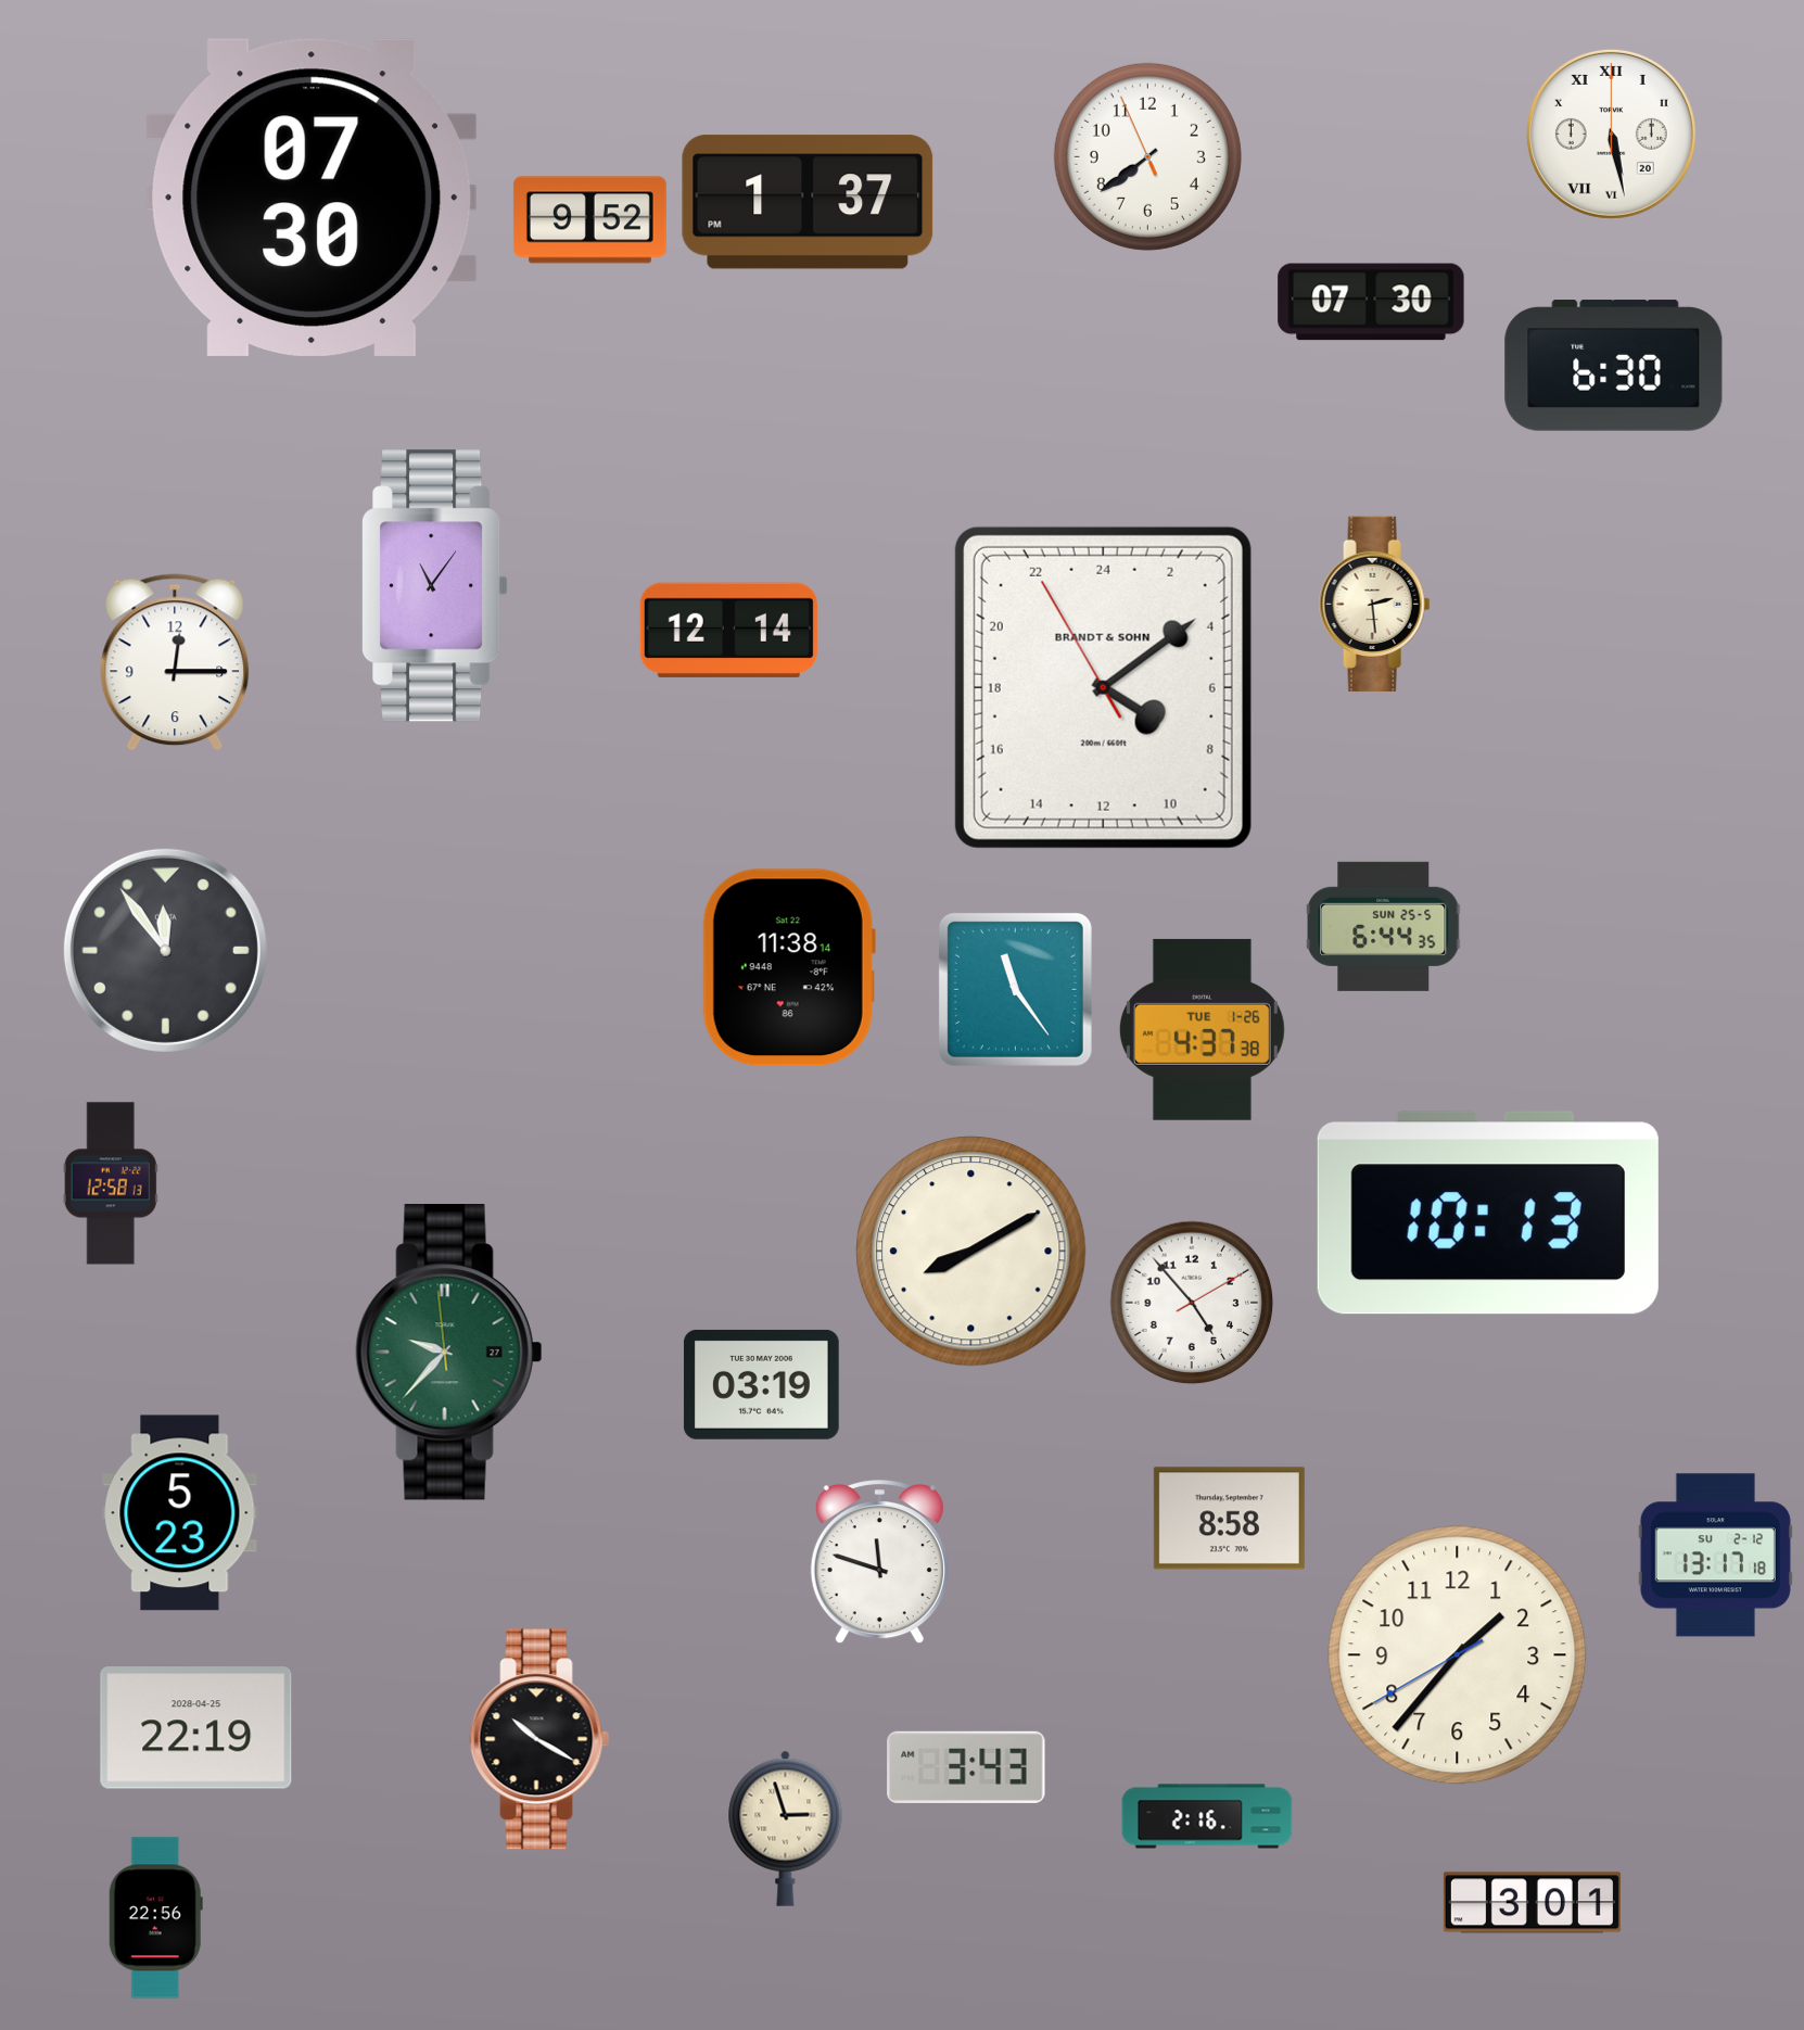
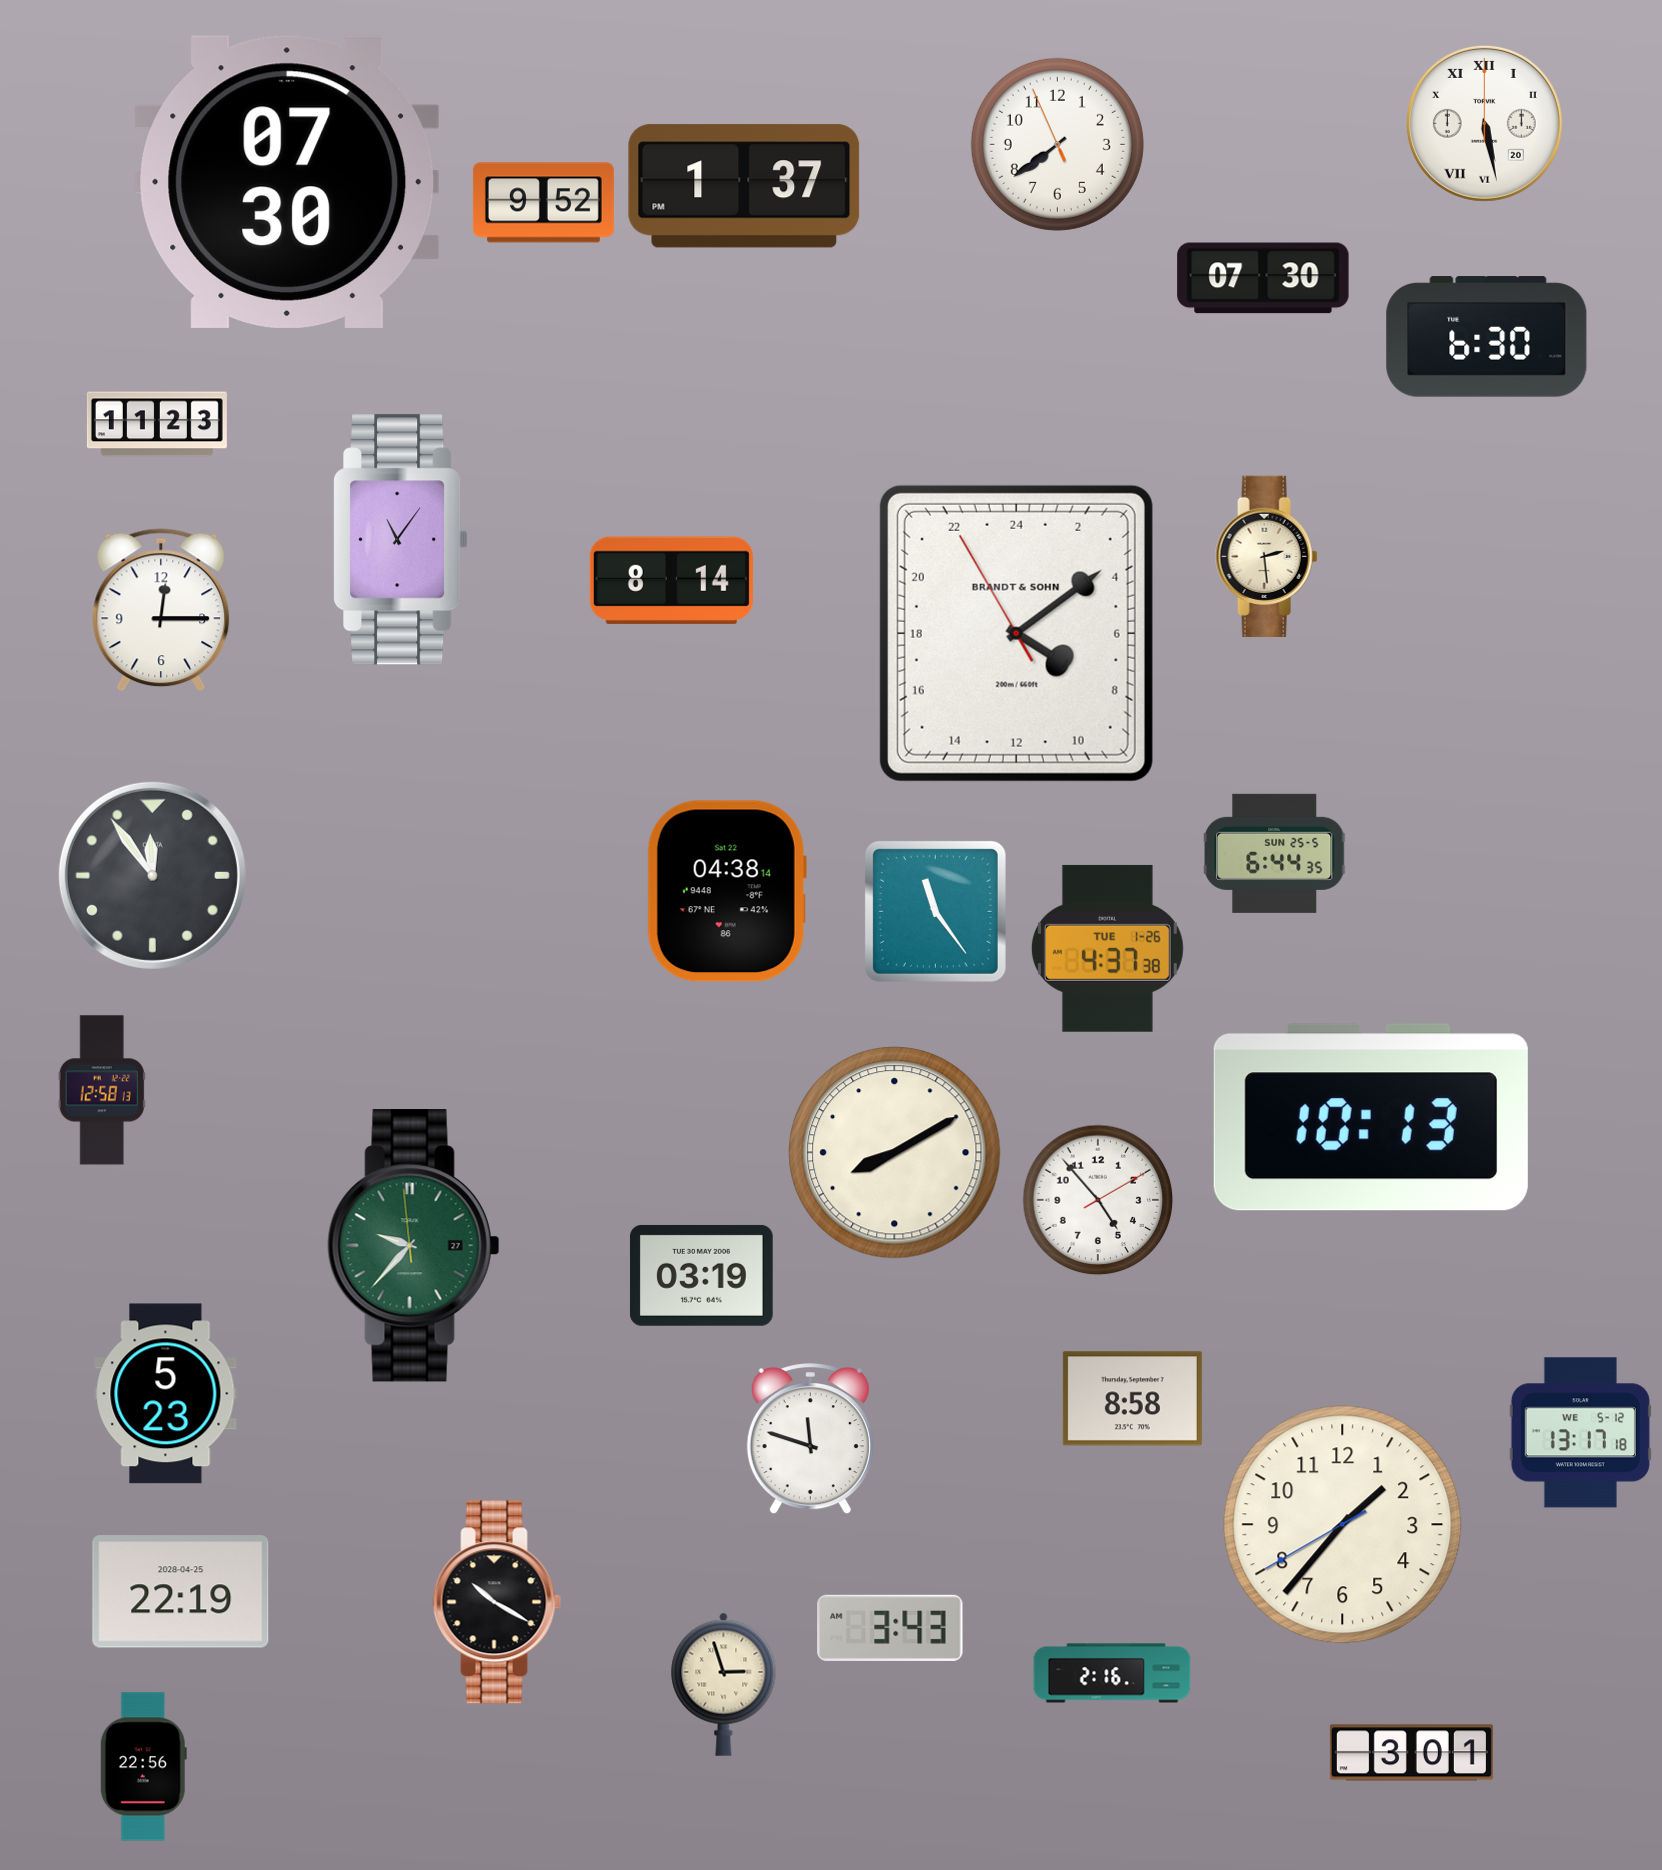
clock at (157, 424): none -> 11:23
clock at (728, 630): 12:14 -> 8:14
clock at (789, 967): 11:38 -> 04:38
clock at (1715, 1556) date: SU 2-12 -> WE 5-12
